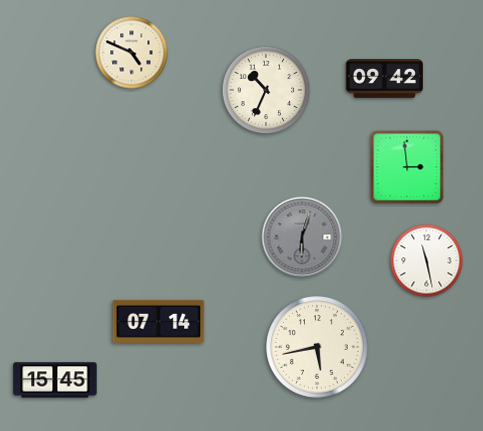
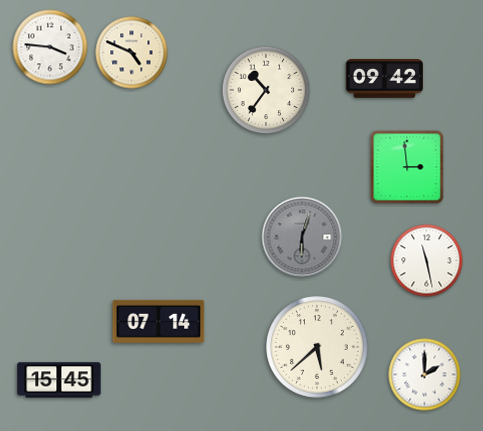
clock at (50, 47): none -> 3:46
clock at (266, 90): 10:34 -> 10:36
clock at (317, 347): 5:43 -> 5:38
clock at (425, 375): none -> 2:00
clock at (55, 380) position: (55, 380) -> (59, 380)
